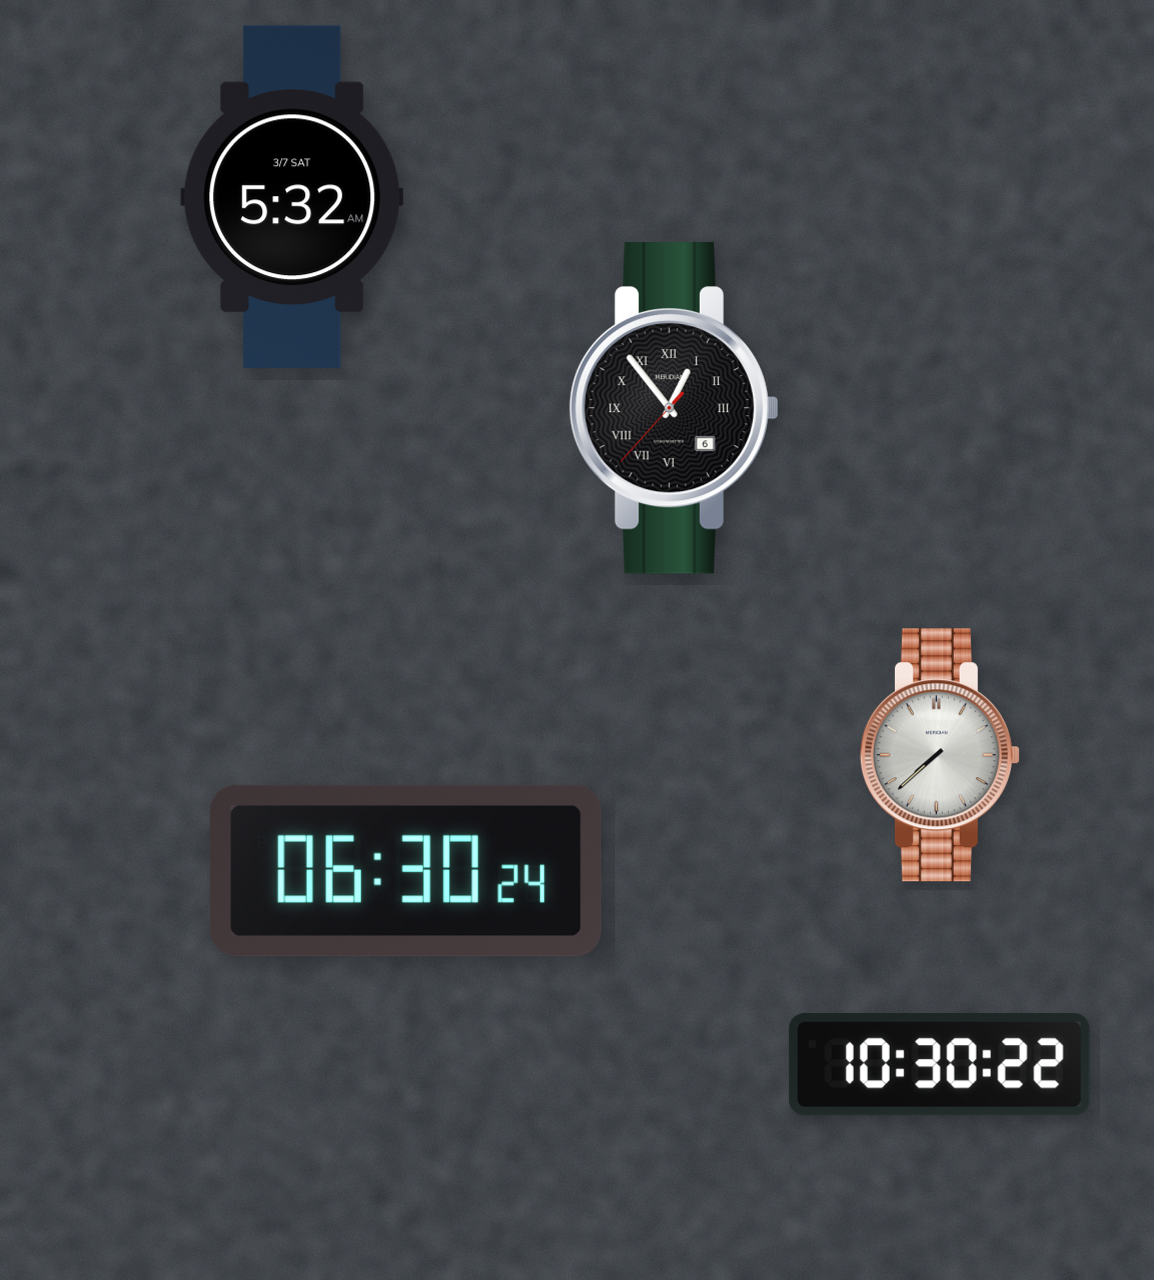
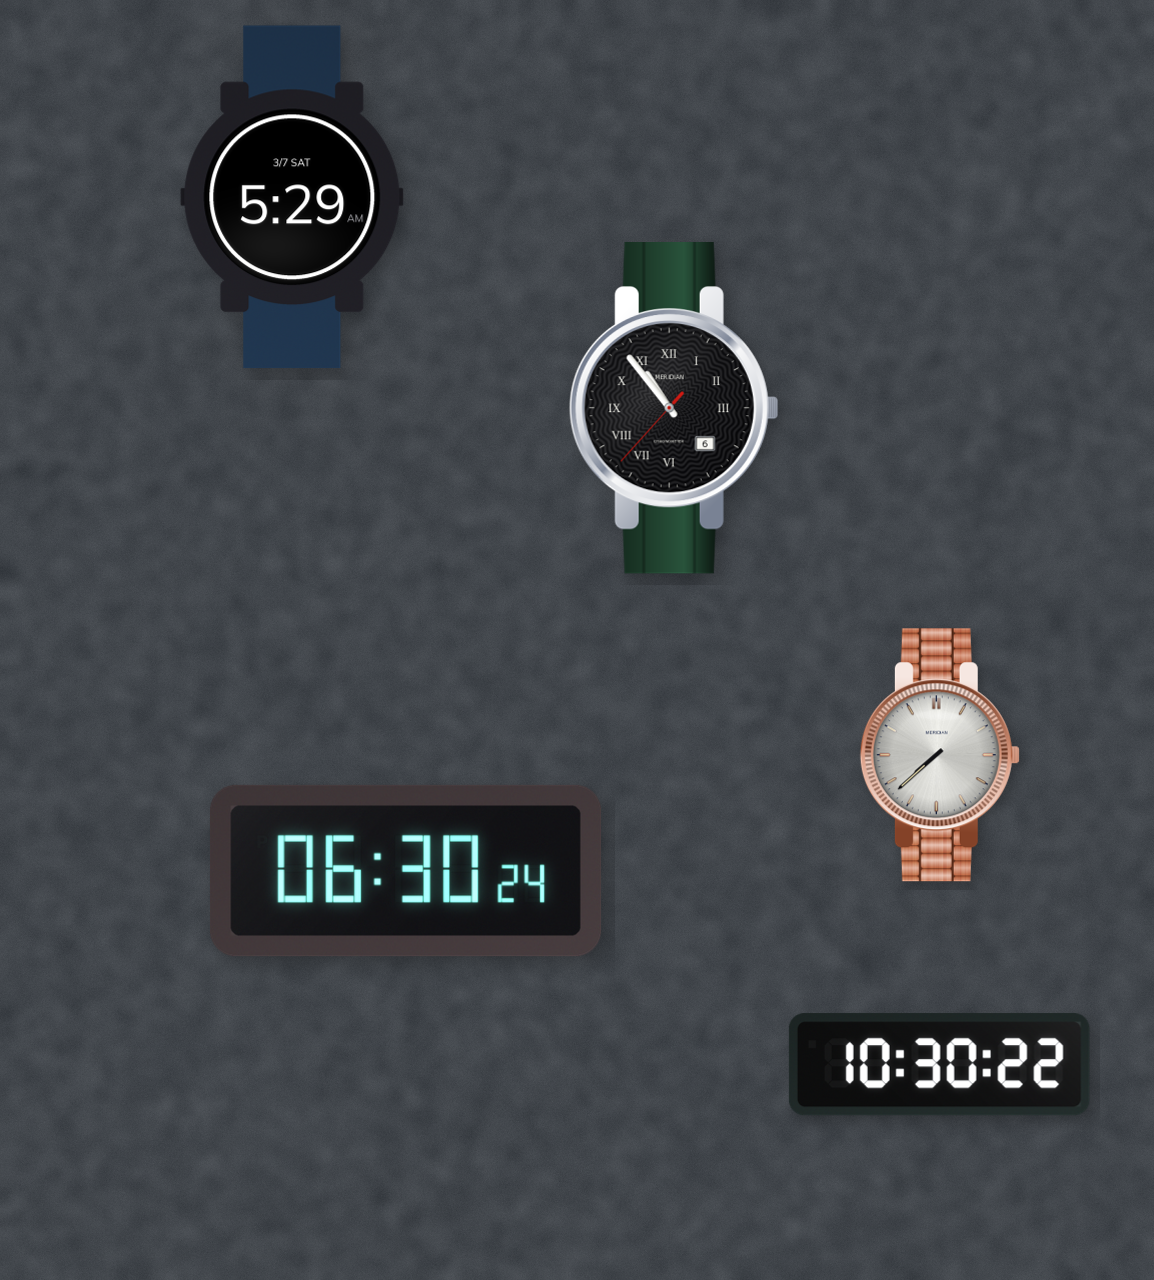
clock at (292, 197): 5:32 -> 5:29
clock at (674, 409): 12:53 -> 10:53
